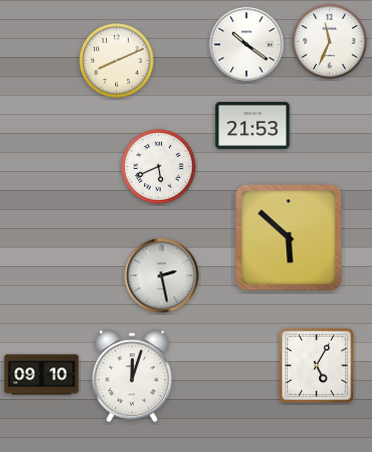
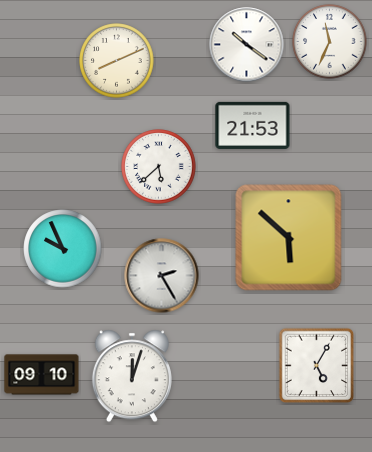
clock at (159, 167): 5:41 -> 5:38
clock at (63, 249): none -> 9:56
clock at (162, 276): 2:28 -> 2:25
